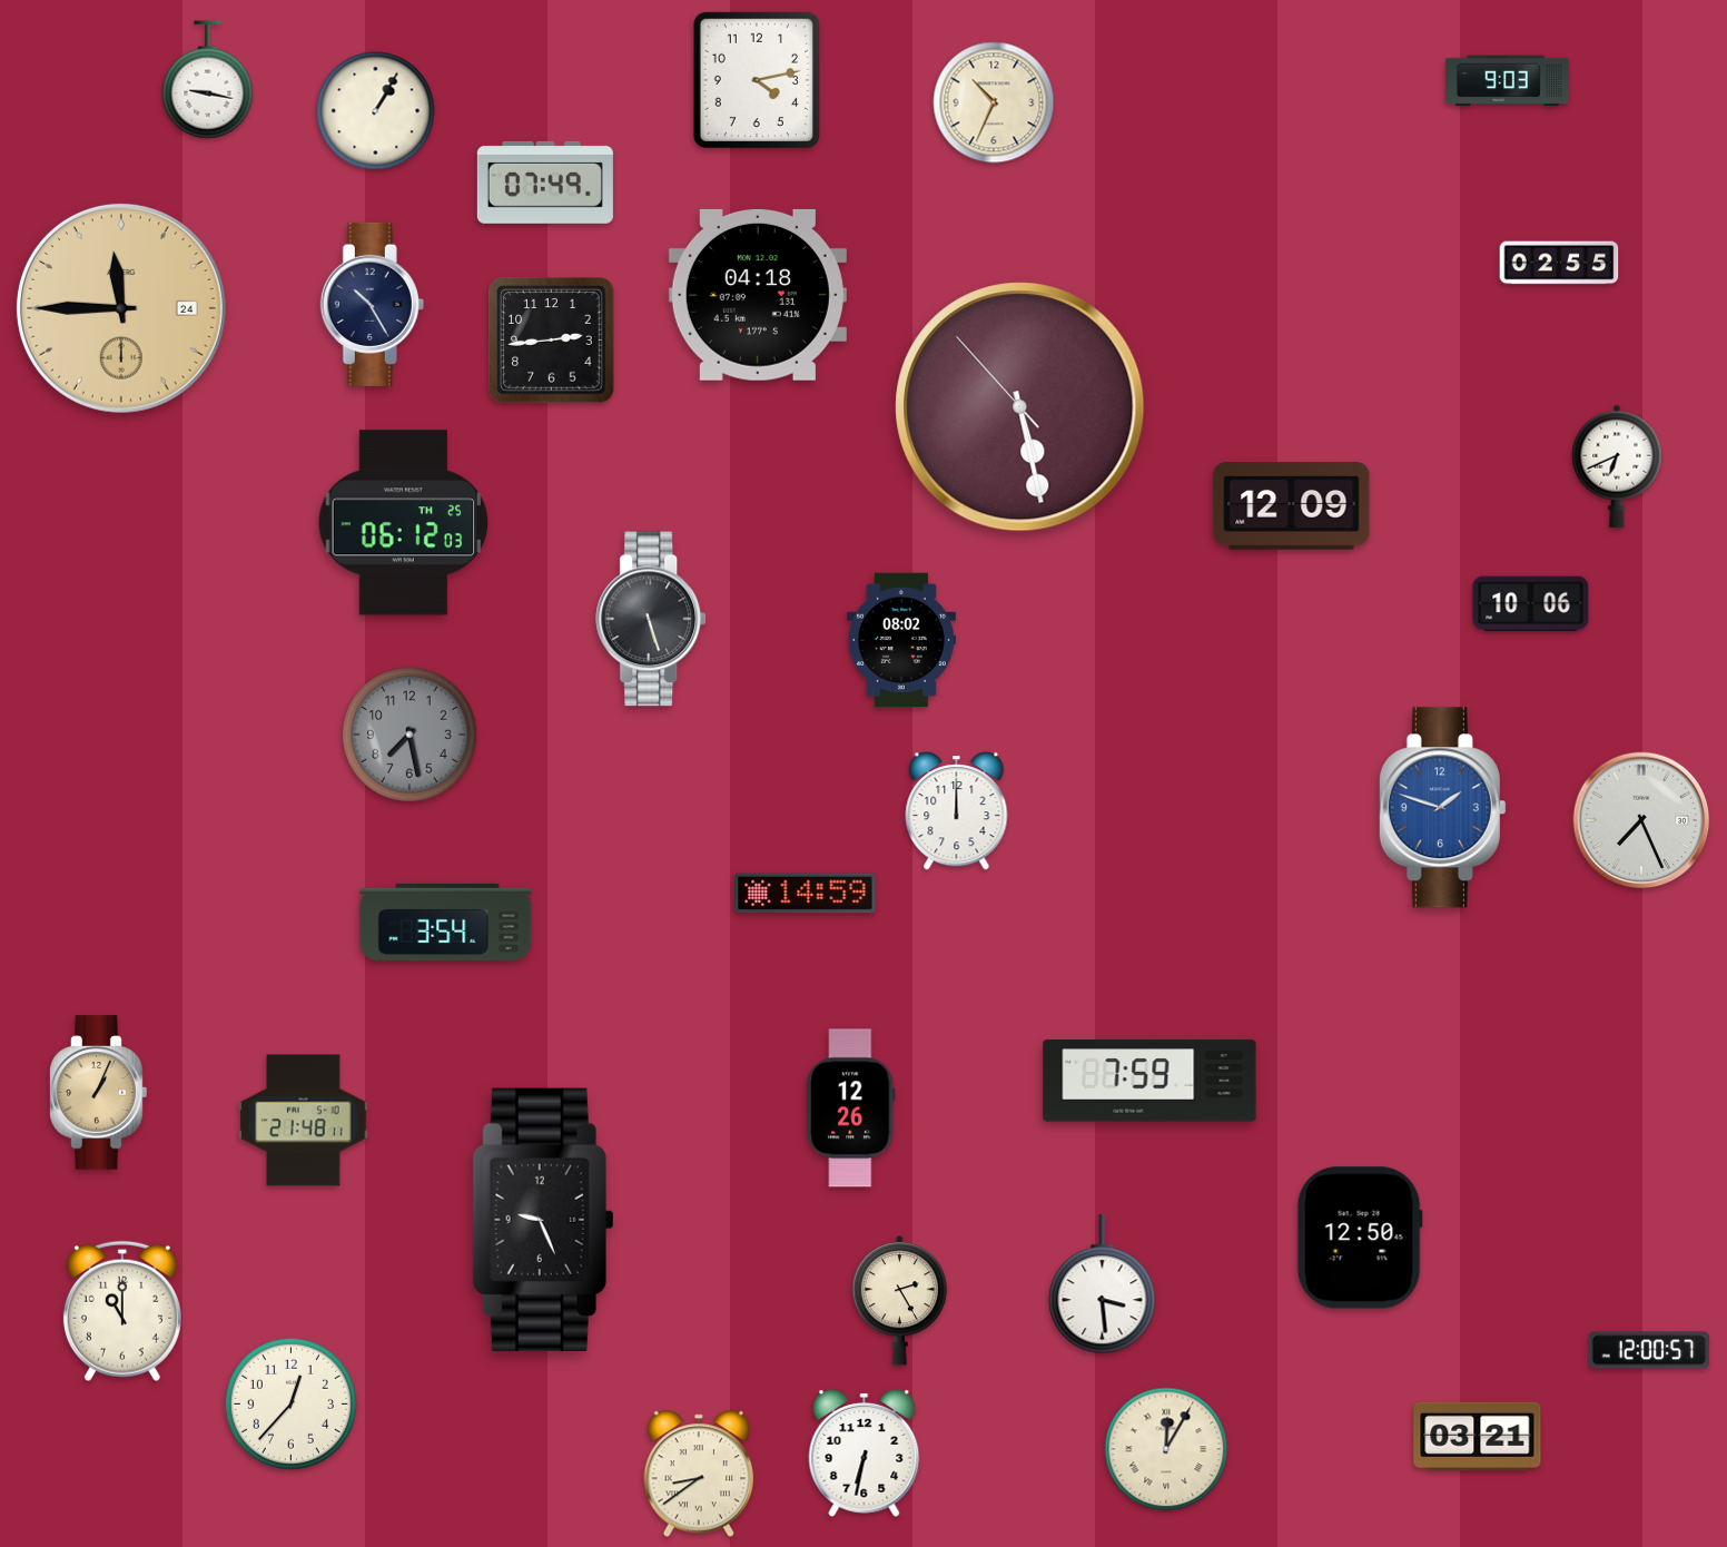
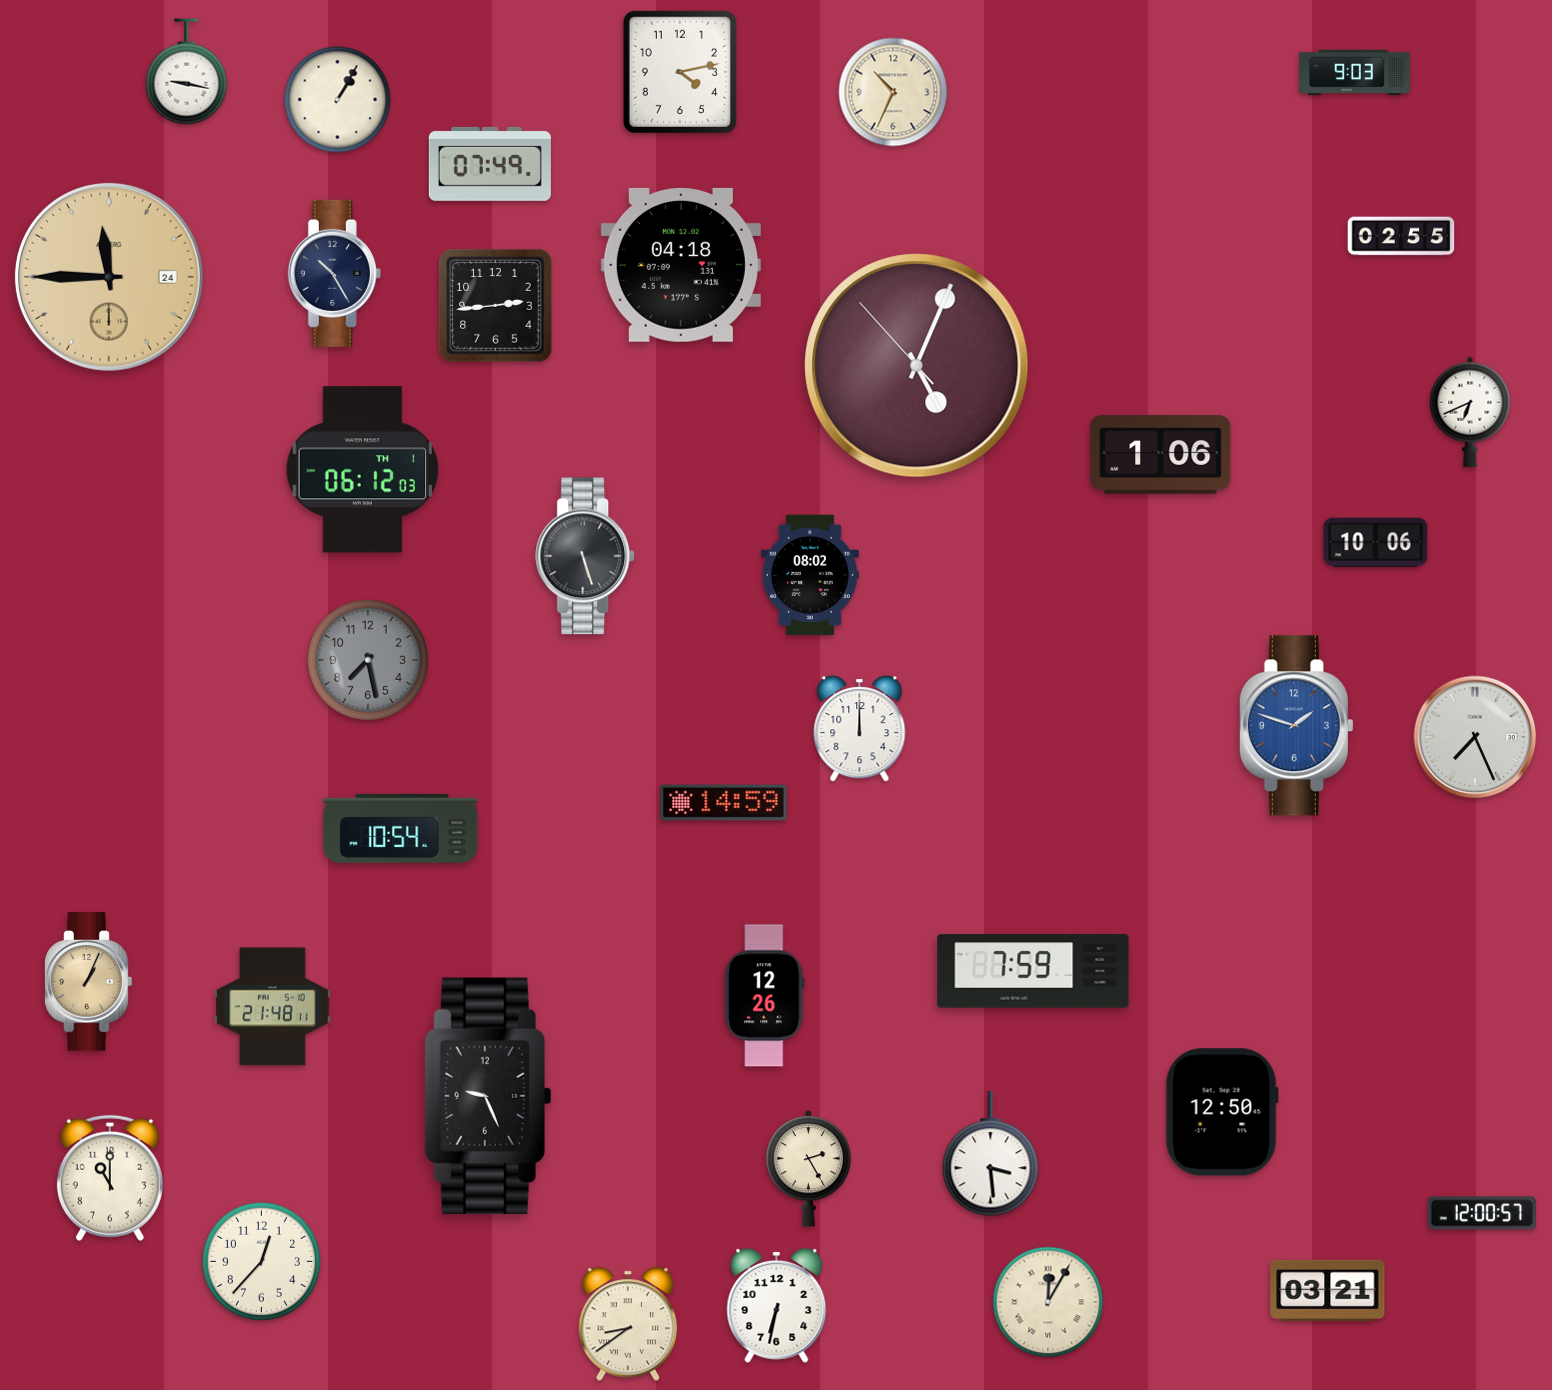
clock at (1020, 407): 5:27 -> 5:03
clock at (1617, 466) position: (1617, 466) -> (1470, 412)
clock at (1292, 506): 12:09 -> 1:06
clock at (404, 523) date: TH 25 -> TH 1
clock at (446, 922): 3:54 -> 10:54
